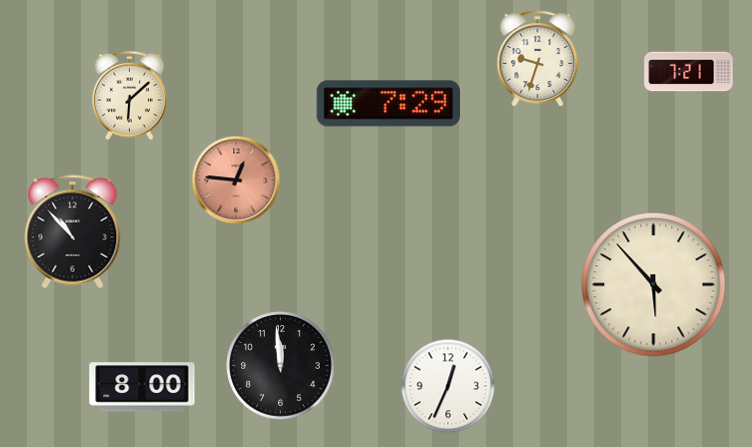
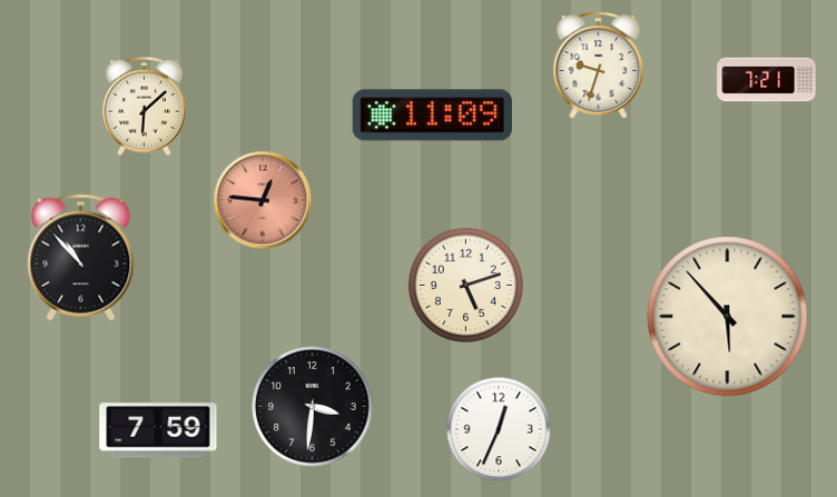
clock at (388, 104): 7:29 -> 11:09
clock at (465, 285): none -> 5:12
clock at (281, 366): 11:59 -> 3:31
clock at (142, 387): 8:00 -> 7:59
